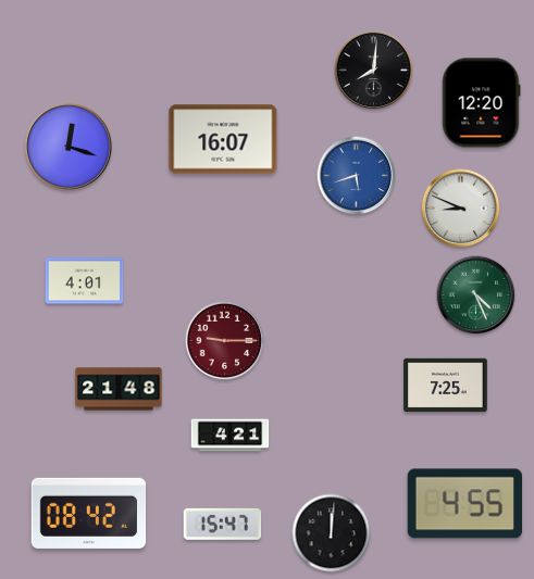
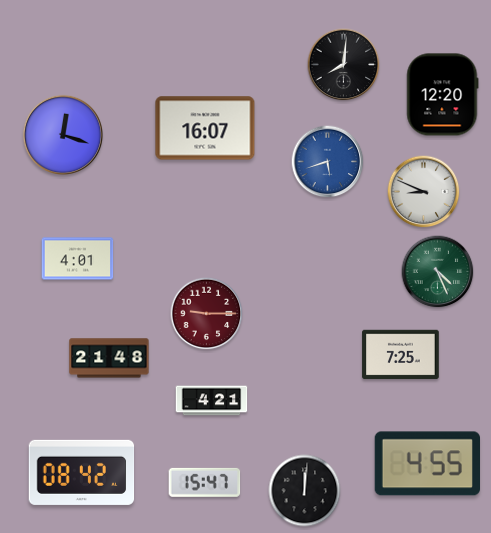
clock at (446, 386) position: (446, 386) -> (401, 355)
